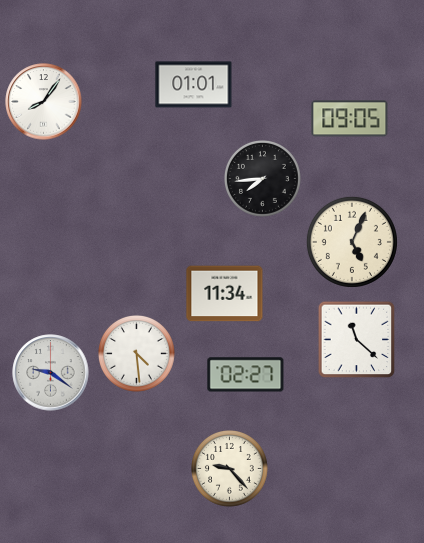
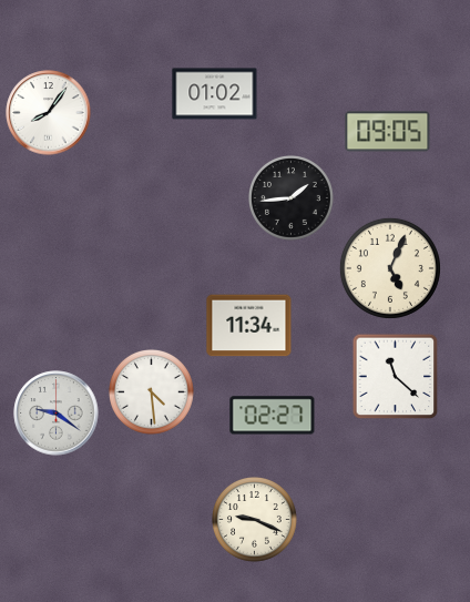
clock at (194, 85): 01:01 -> 01:02
clock at (263, 179): 7:44 -> 1:44
clock at (230, 469): 9:23 -> 9:19
